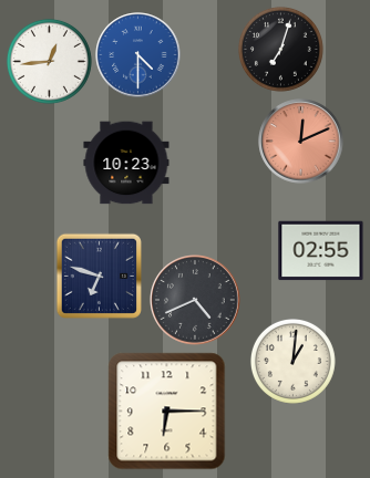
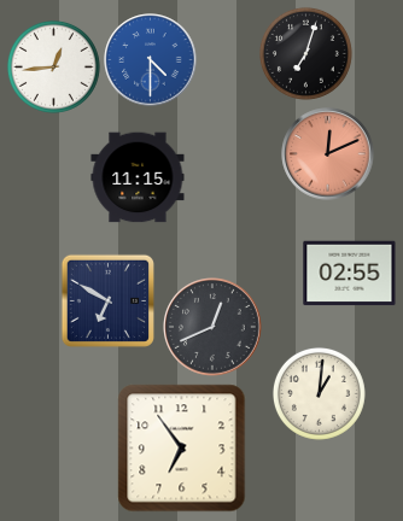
clock at (126, 163): 10:23 -> 11:15
clock at (99, 276): 6:48 -> 6:50
clock at (196, 301): 4:41 -> 12:41
clock at (167, 412): 6:15 -> 6:54
